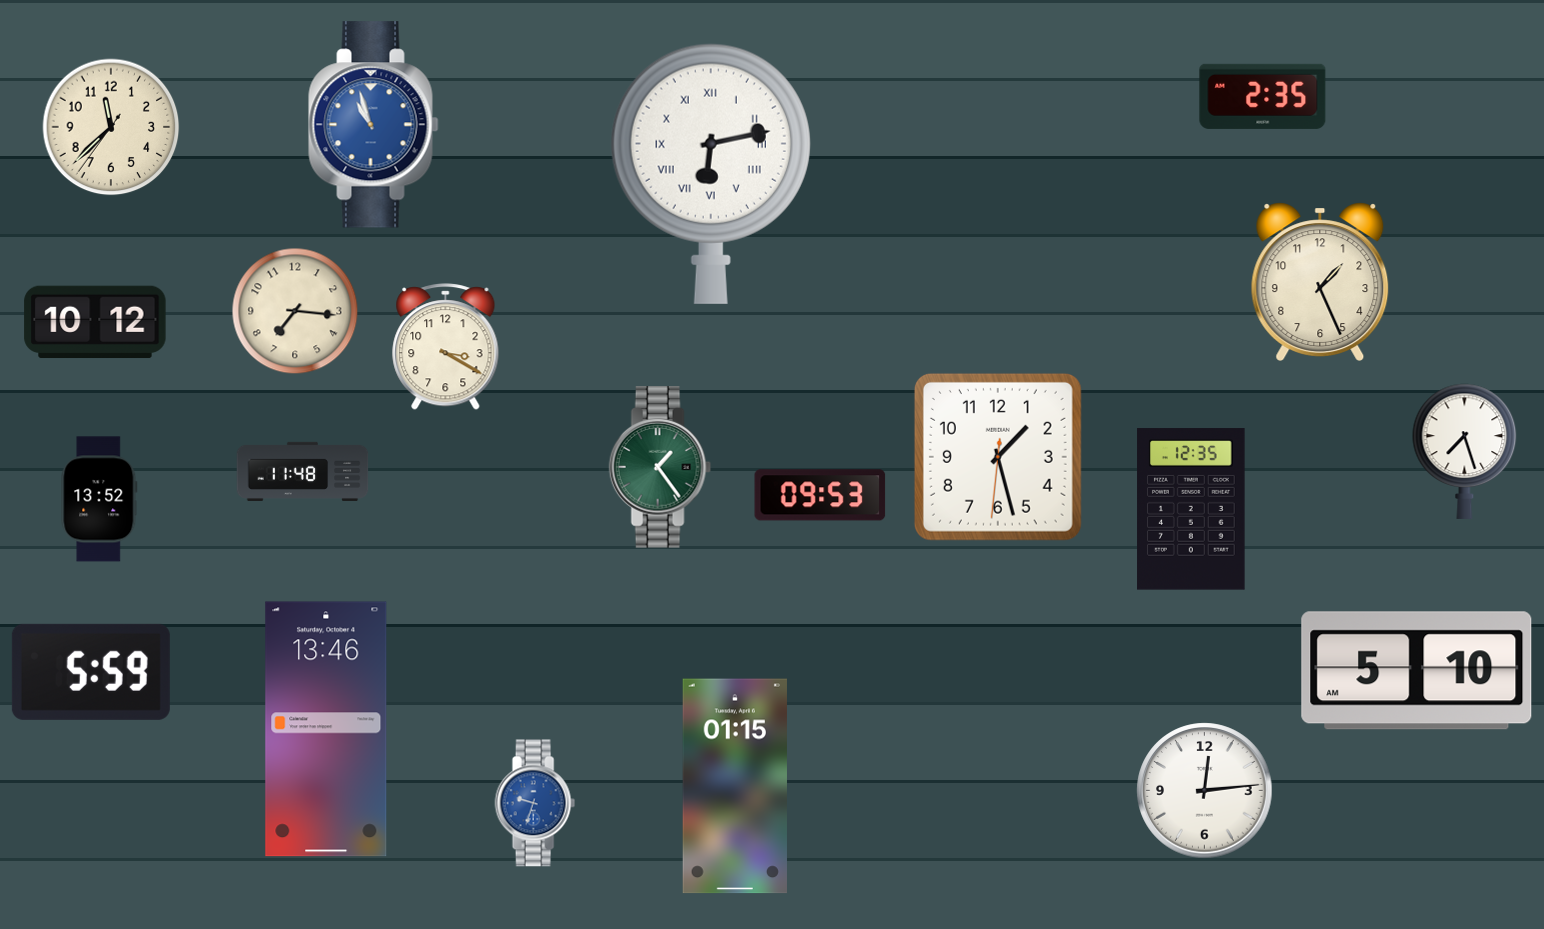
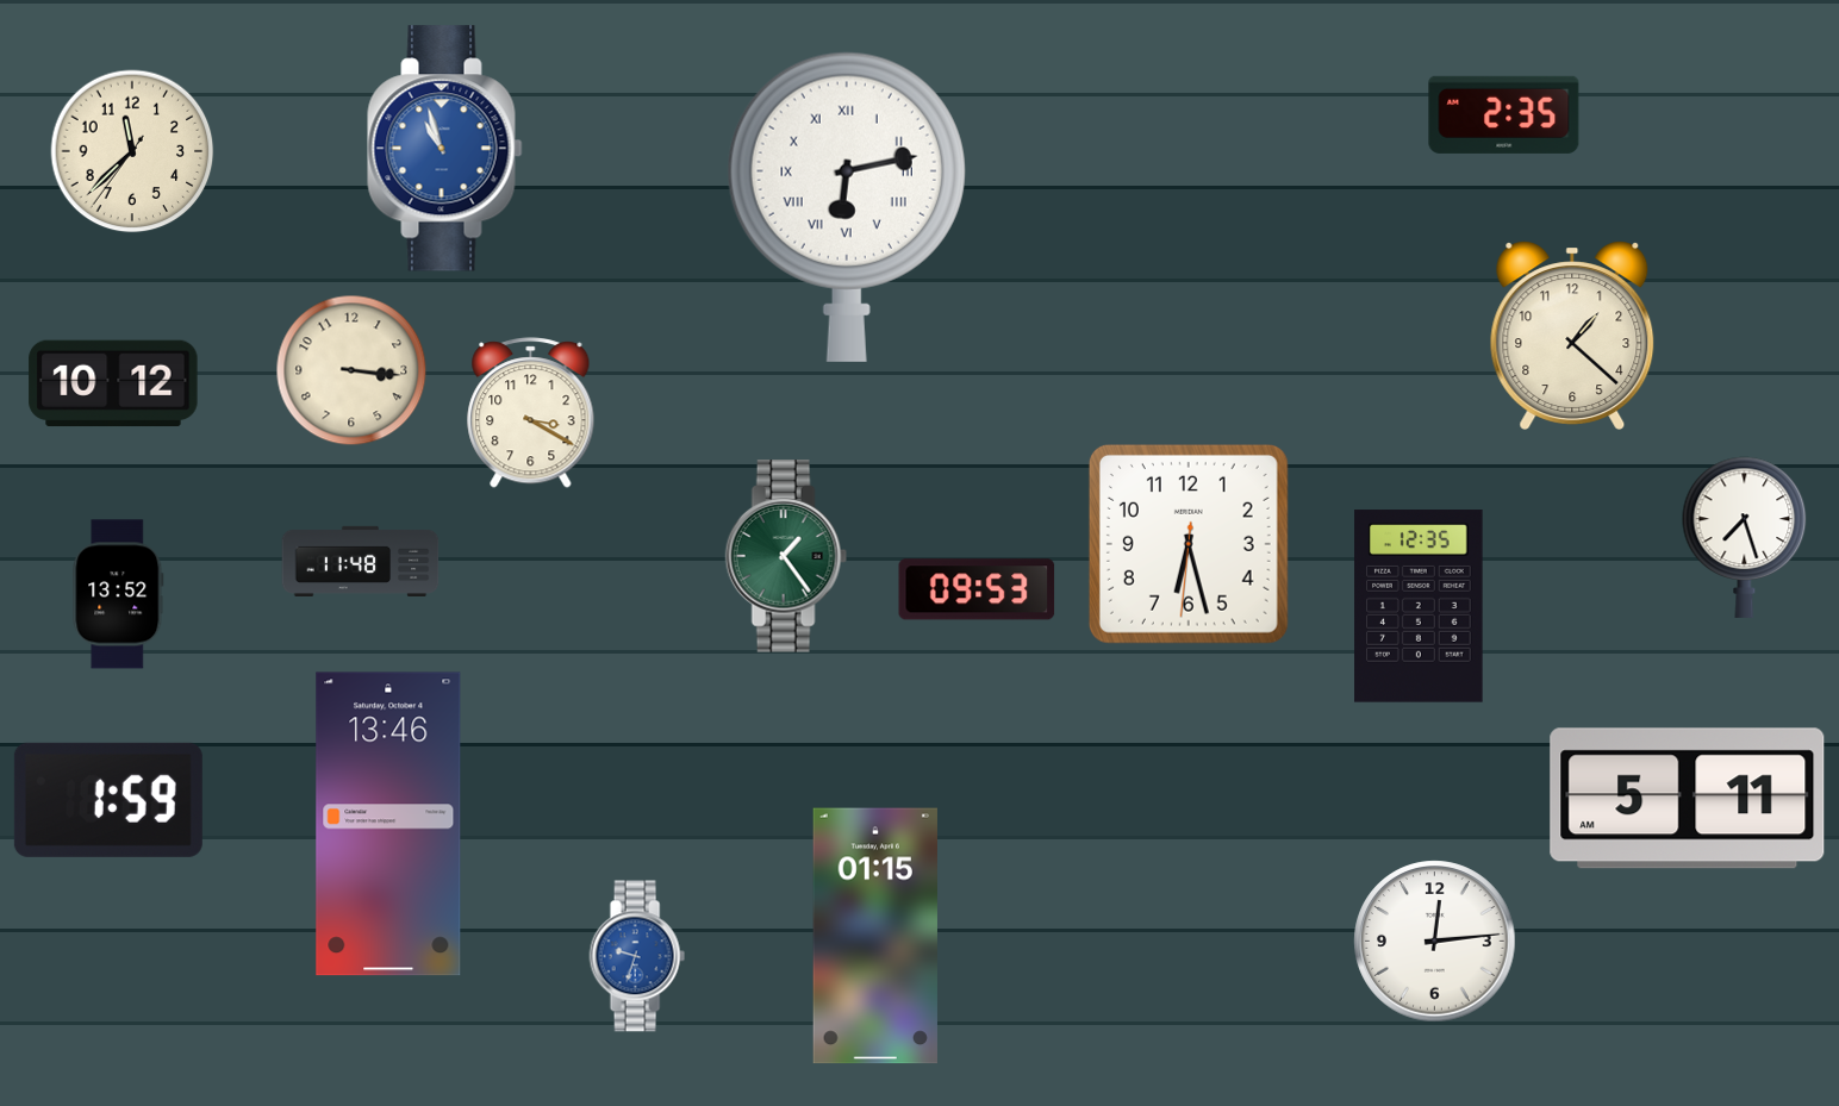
clock at (1320, 282): 1:26 -> 1:22
clock at (295, 311): 7:16 -> 3:16
clock at (998, 457): 1:27 -> 6:27
clock at (1417, 671): 5:10 -> 5:11
clock at (91, 672): 5:59 -> 1:59
clock at (326, 729) position: (326, 729) -> (388, 824)
